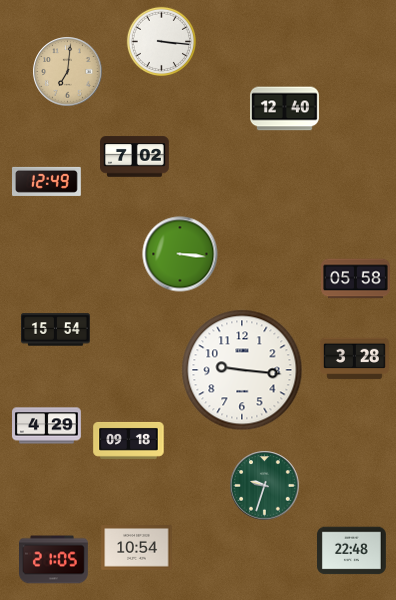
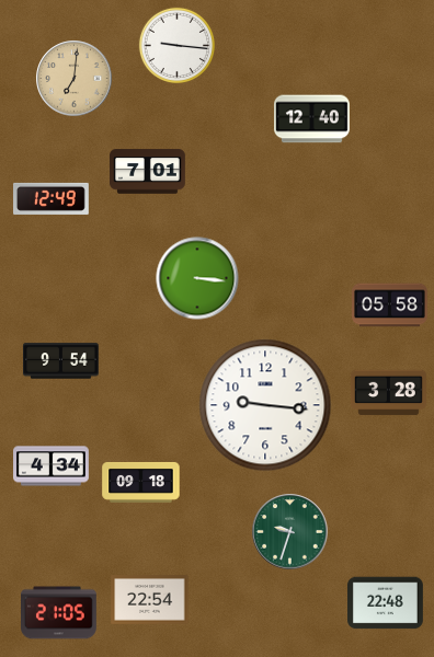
clock at (161, 41): 3:16 -> 9:16
clock at (135, 157): 7:02 -> 7:01
clock at (56, 330): 15:54 -> 9:54
clock at (47, 426): 4:29 -> 4:34
clock at (137, 548): 10:54 -> 22:54
